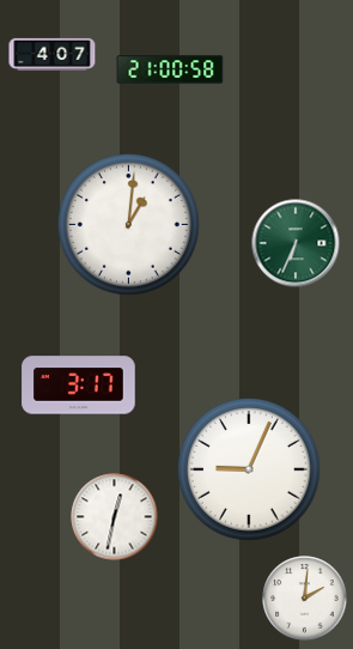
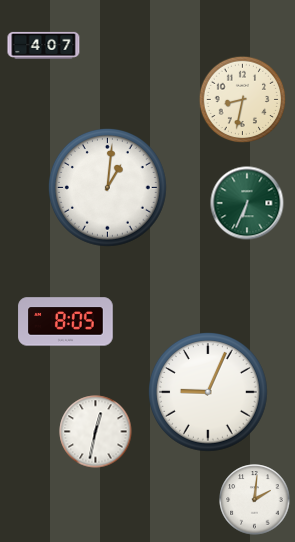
clock at (170, 69): 21:00 -> none
clock at (243, 100): none -> 8:32
clock at (79, 386): 3:17 -> 8:05
